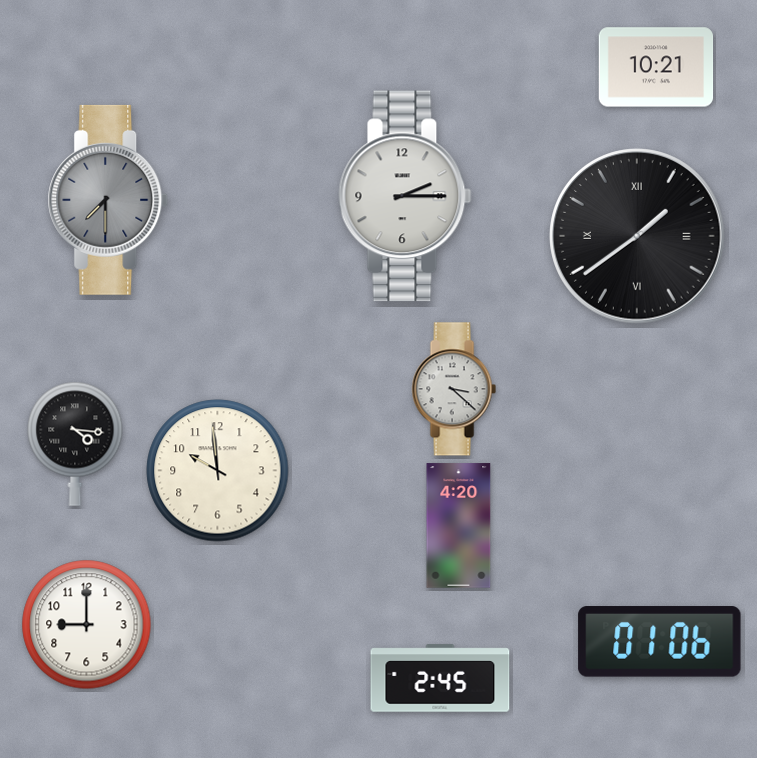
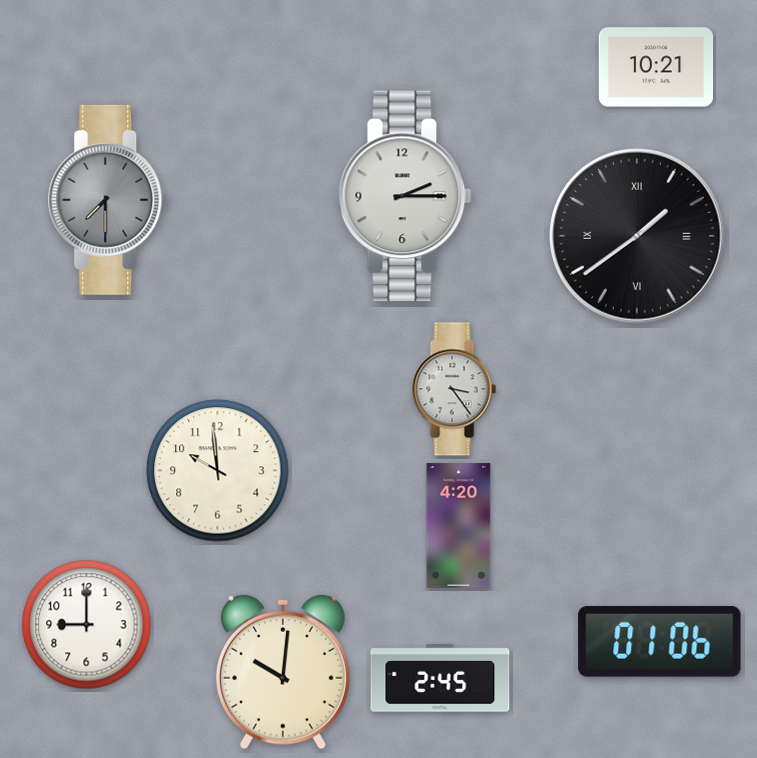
clock at (454, 389): 3:22 -> 3:24
clock at (75, 444): 4:16 -> none
clock at (283, 672): none -> 10:01
